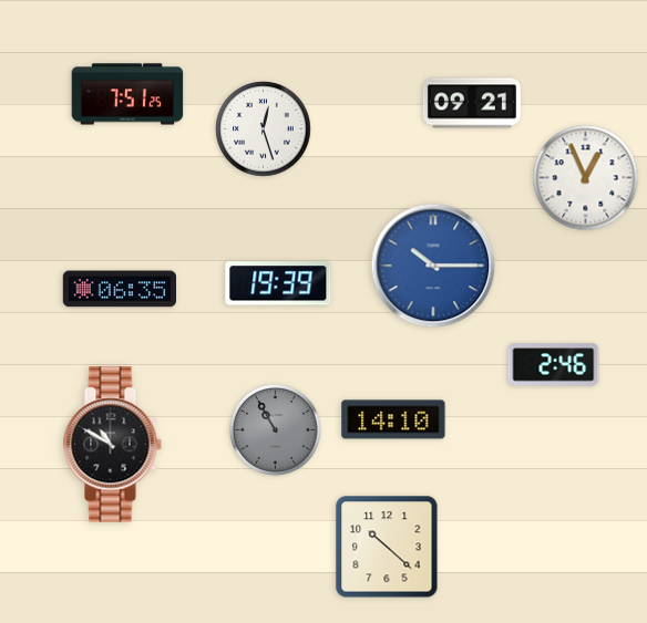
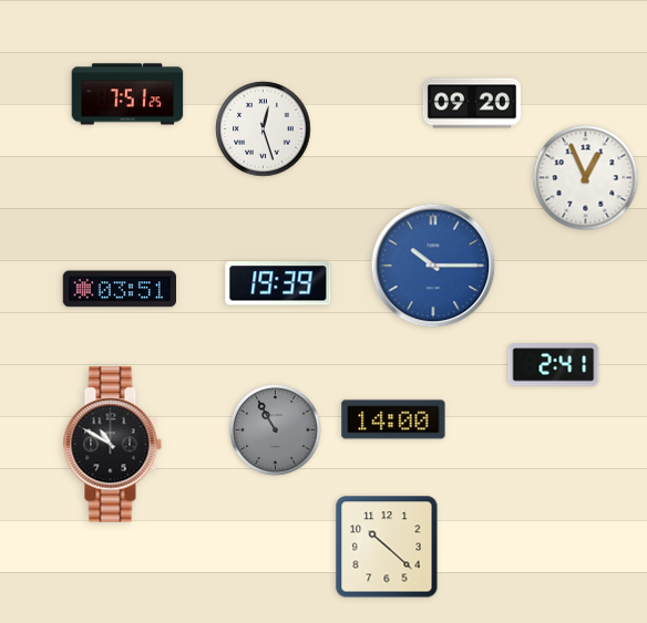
clock at (472, 103): 09:21 -> 09:20
clock at (119, 289): 06:35 -> 03:51
clock at (554, 365): 2:46 -> 2:41
clock at (393, 419): 14:10 -> 14:00
